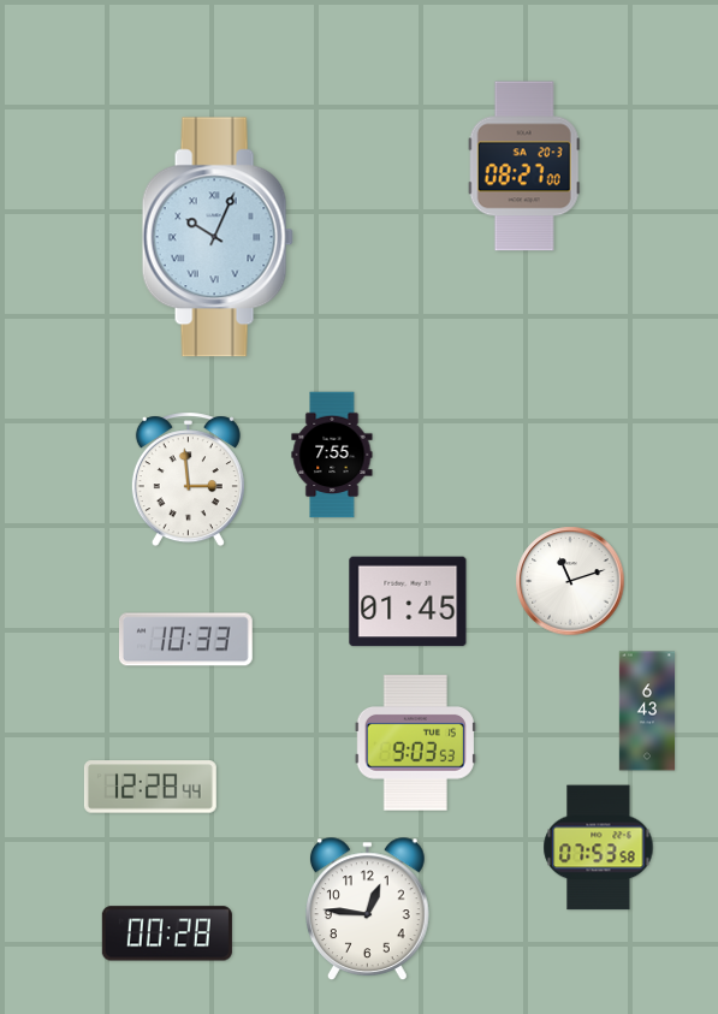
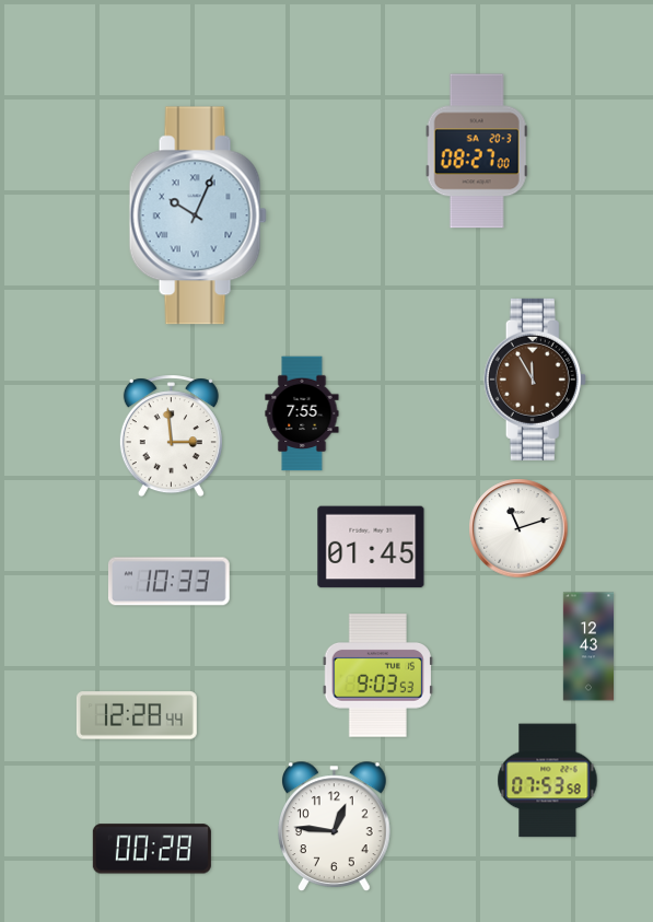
clock at (535, 380): none -> 11:55
clock at (647, 711): 6:43 -> 12:43
clock at (599, 848) position: (599, 848) -> (548, 781)
